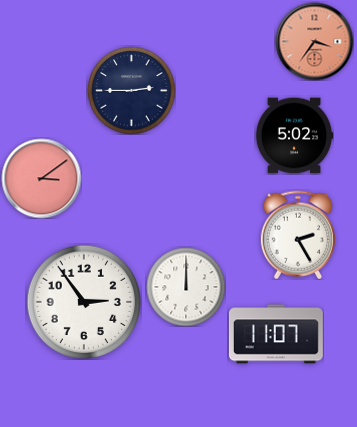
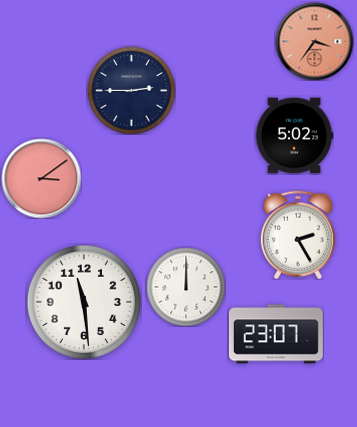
clock at (83, 301): 2:54 -> 11:29
clock at (276, 334): 11:07 -> 23:07
